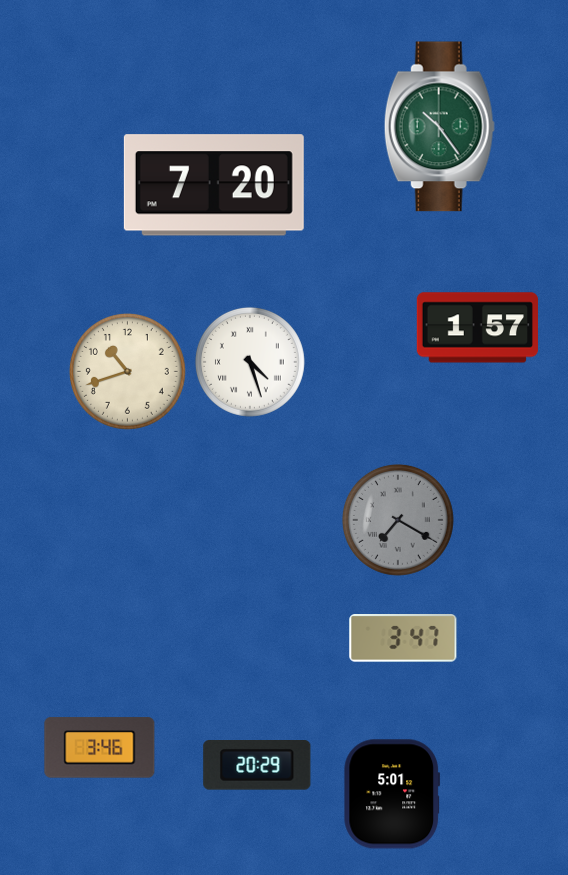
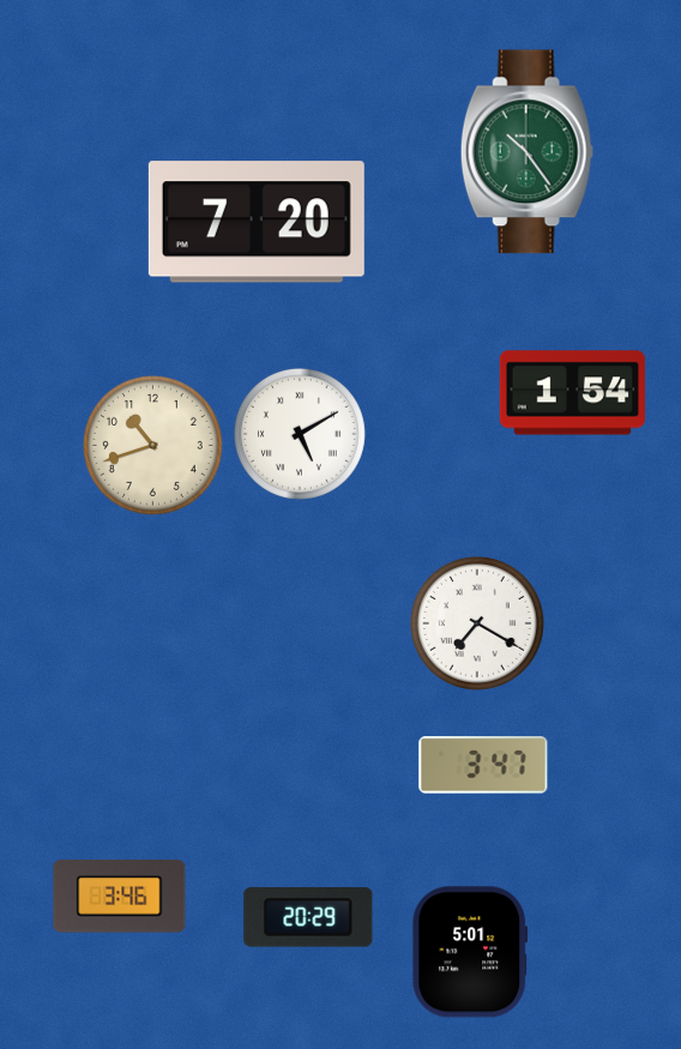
clock at (477, 328): 1:57 -> 1:54
clock at (250, 362): 4:27 -> 5:10
clock at (398, 520) dial: grey -> white
